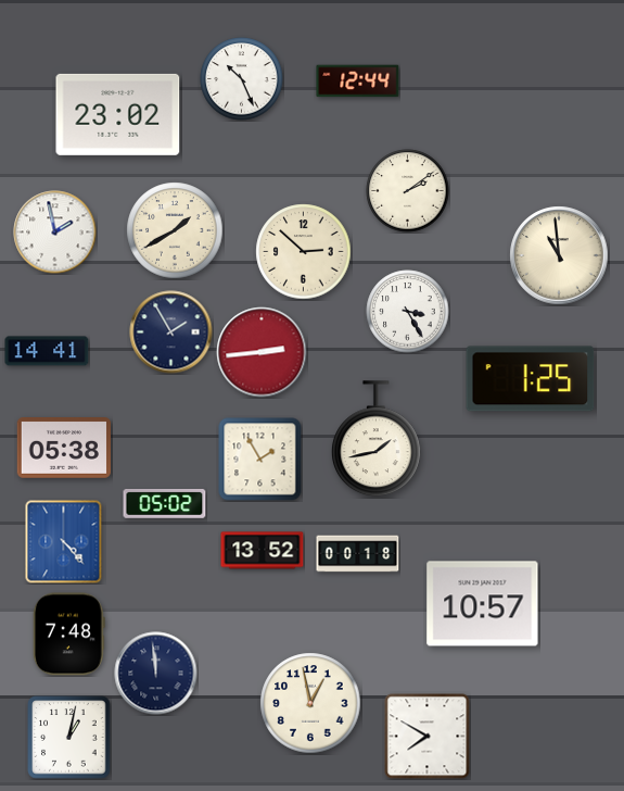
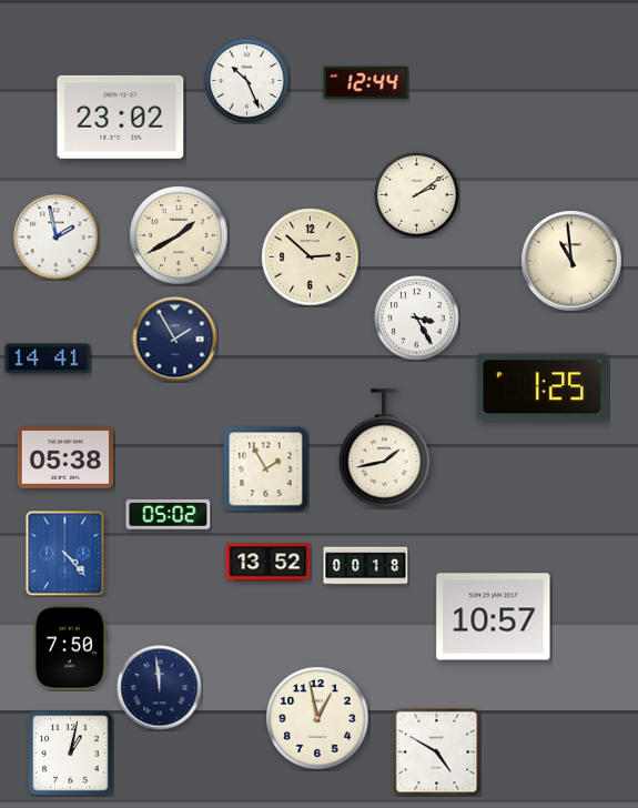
clock at (262, 352): 2:44 -> none
clock at (68, 635): 7:48 -> 7:50
clock at (428, 737): 7:50 -> 4:50
